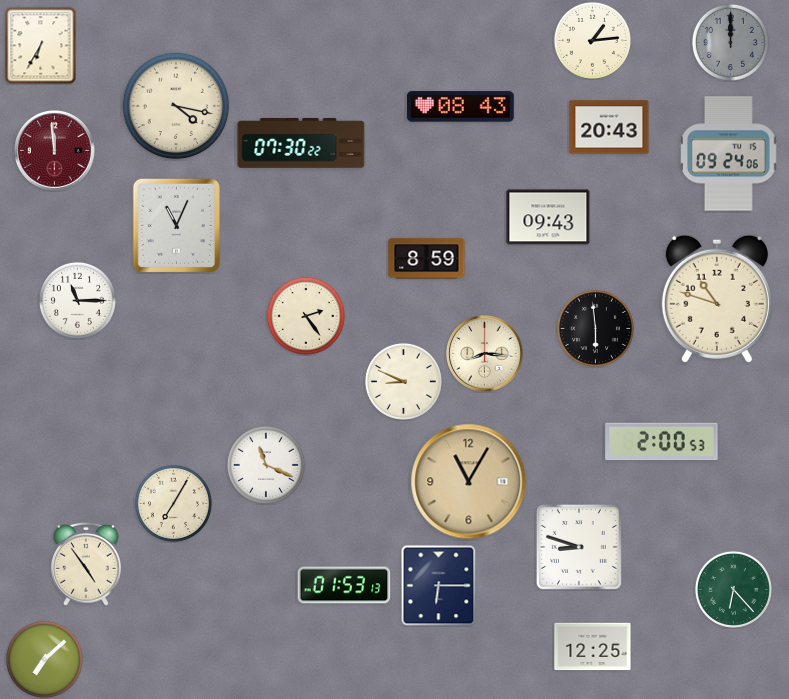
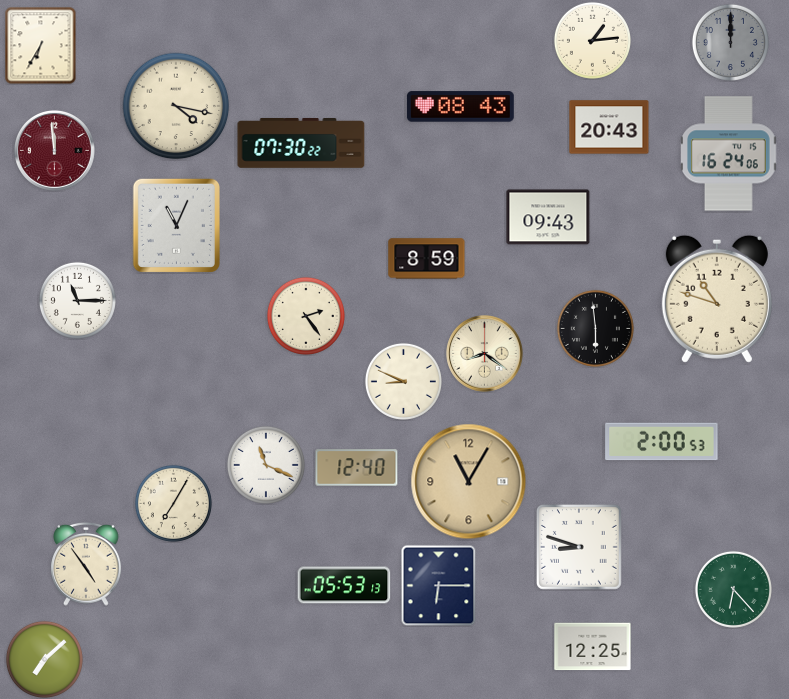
clock at (729, 154): 09:24 -> 16:24
clock at (485, 354): 8:16 -> 8:21
clock at (357, 468): none -> 12:40
clock at (344, 585): 01:53 -> 05:53
